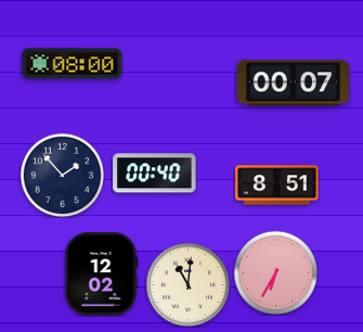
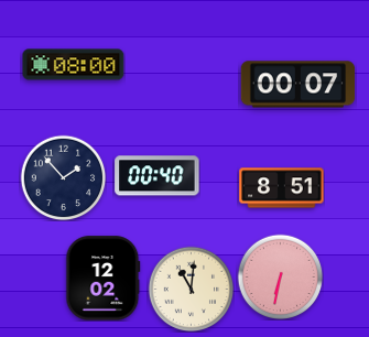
clock at (275, 272): 6:35 -> 6:32
